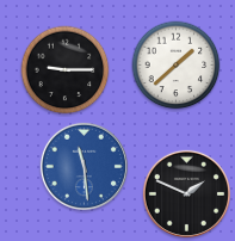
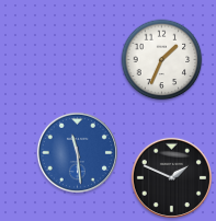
clock at (177, 66): 1:38 -> 1:34
clock at (66, 70): 9:15 -> none
